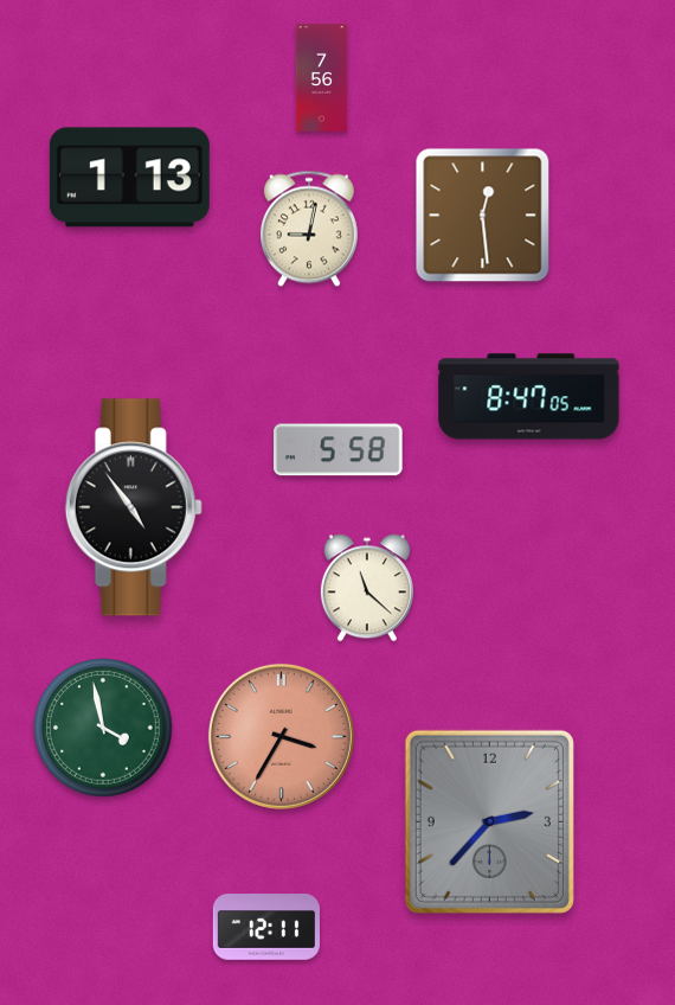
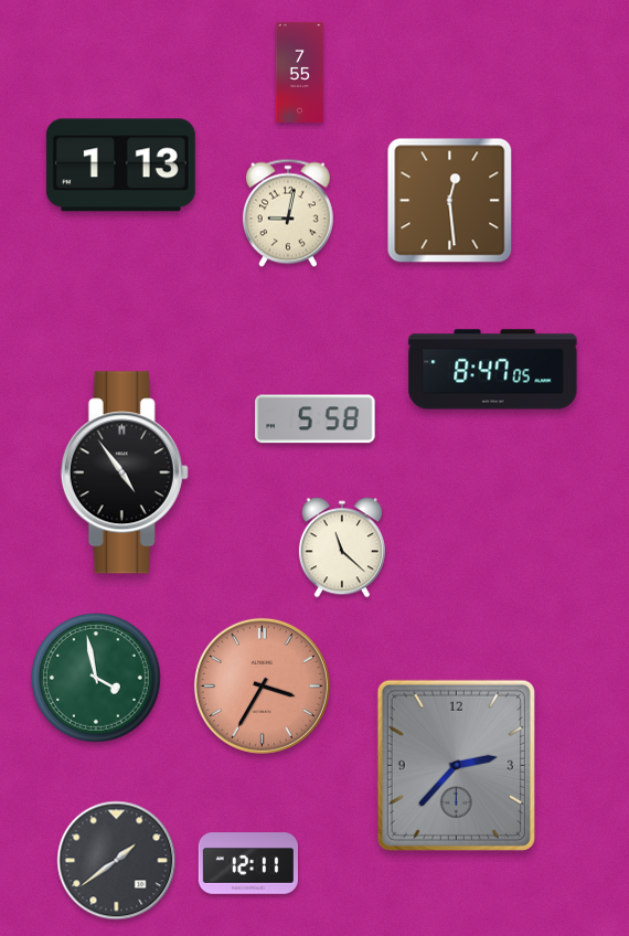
clock at (322, 77): 7:56 -> 7:55
clock at (117, 861): none -> 1:39
